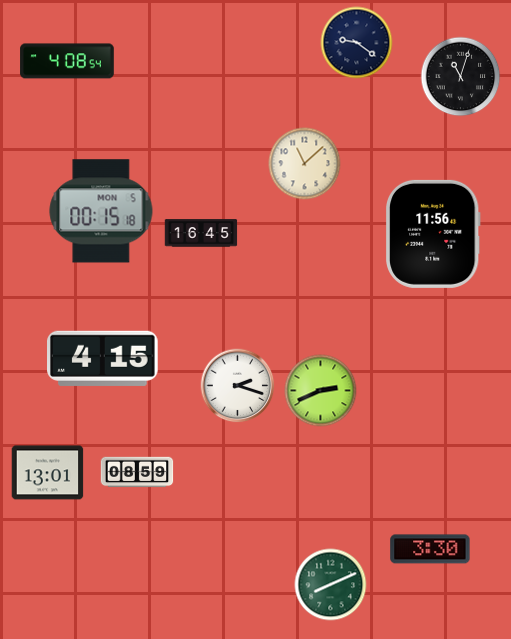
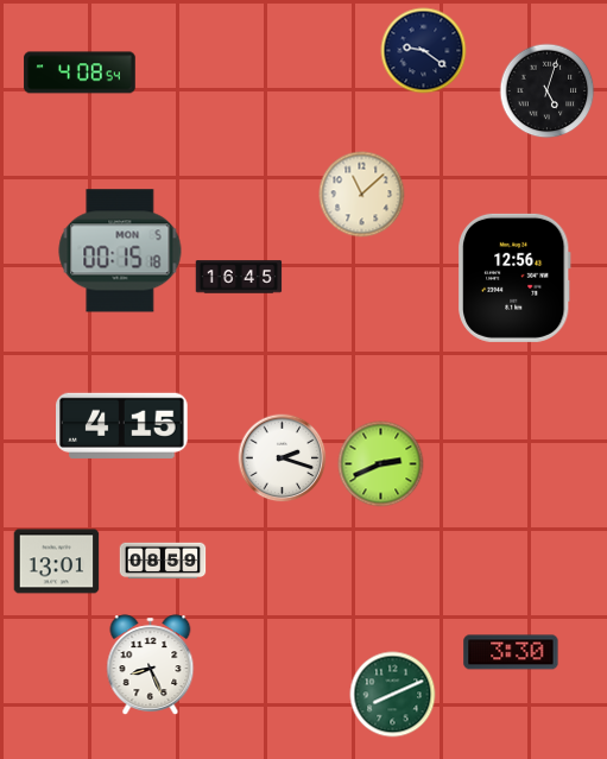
clock at (461, 77): 11:03 -> 5:03
clock at (433, 234): 11:56 -> 12:56
clock at (151, 664): none -> 8:26
